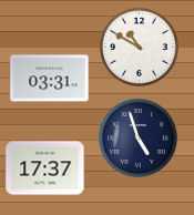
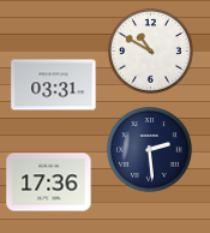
clock at (139, 139): 4:57 -> 2:29
clock at (45, 168): 17:37 -> 17:36
